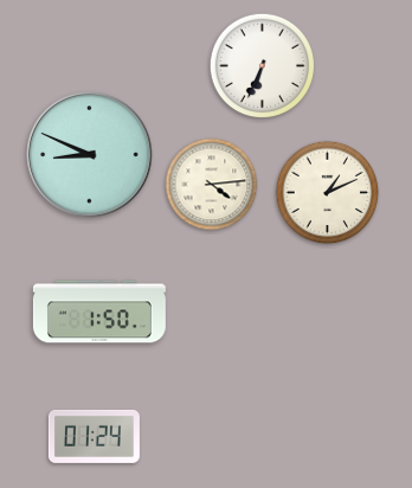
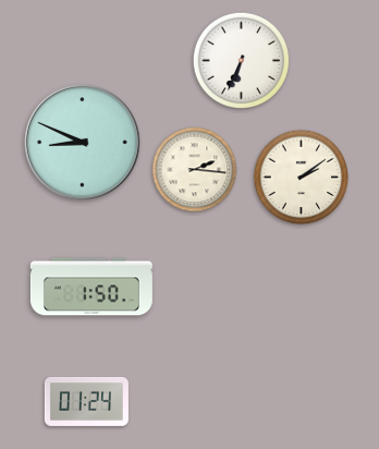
clock at (212, 185): 4:14 -> 2:16
clock at (328, 193): 1:11 -> 2:09
